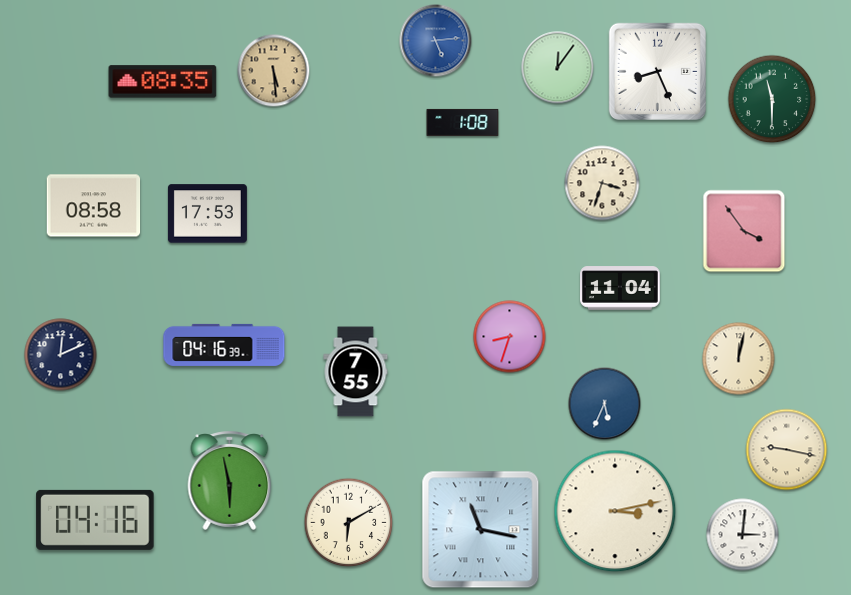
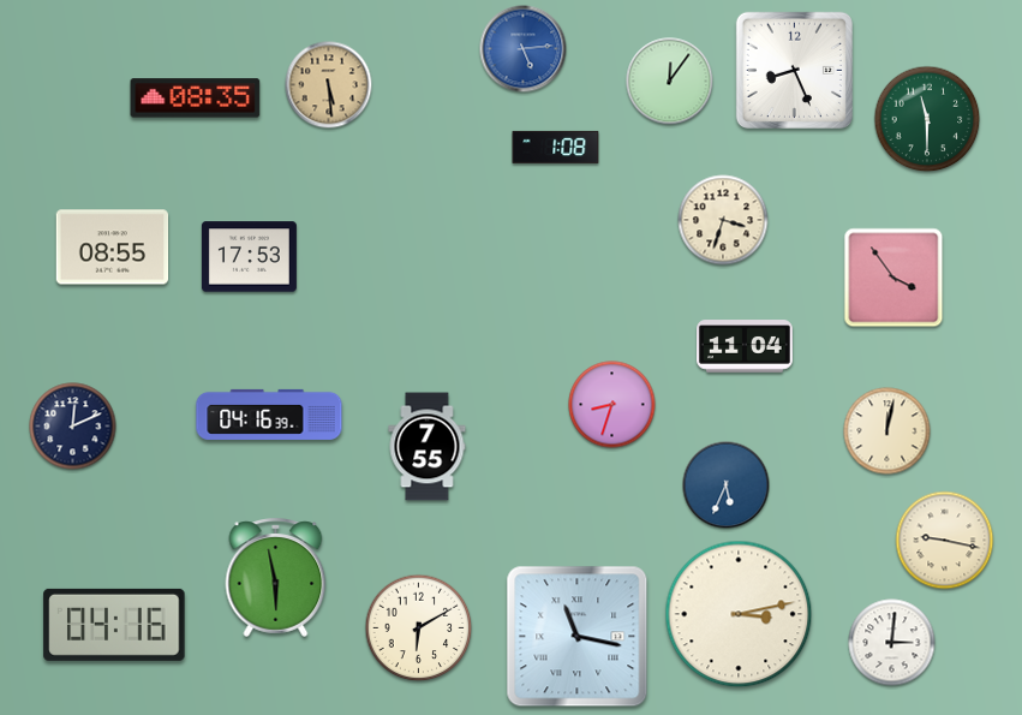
clock at (657, 71) position: (657, 71) -> (794, 70)
clock at (94, 206): 08:58 -> 08:55
